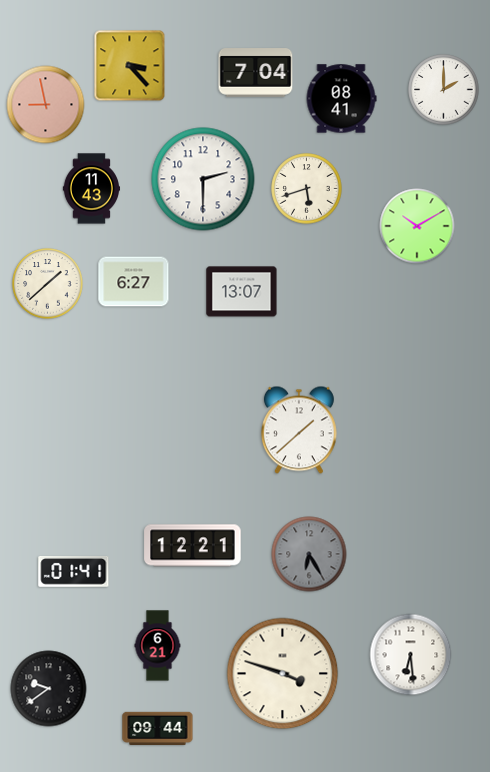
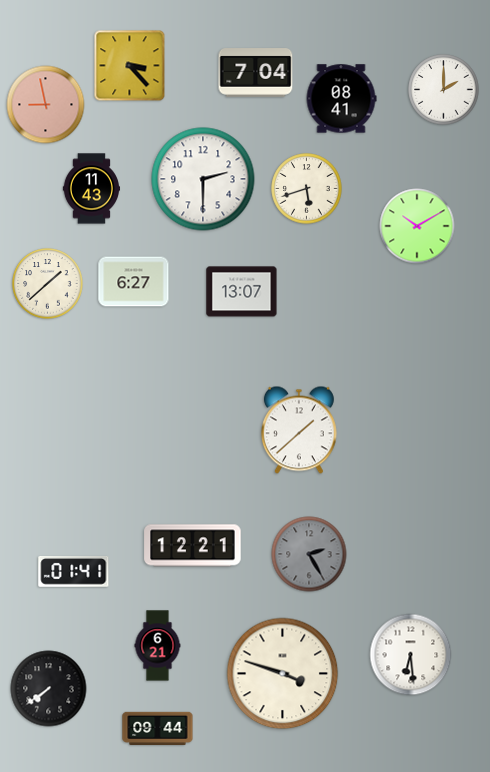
clock at (309, 554): 6:25 -> 2:25
clock at (49, 689): 9:39 -> 7:39
